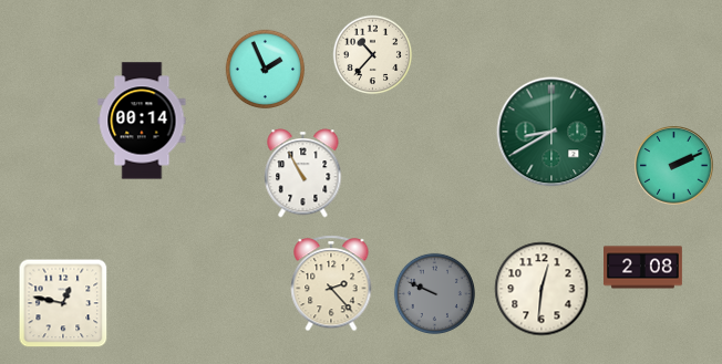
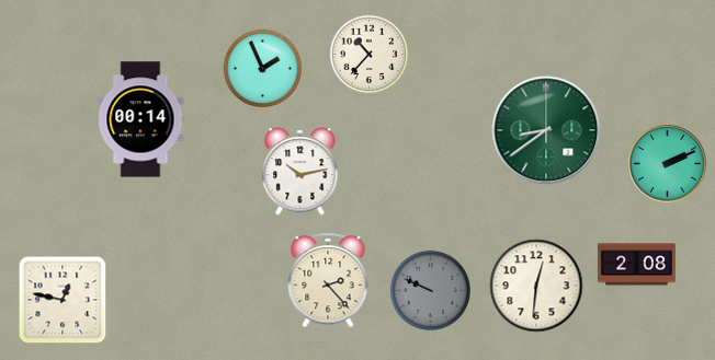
clock at (551, 132): 8:40 -> 8:39
clock at (303, 174): 10:55 -> 10:13
